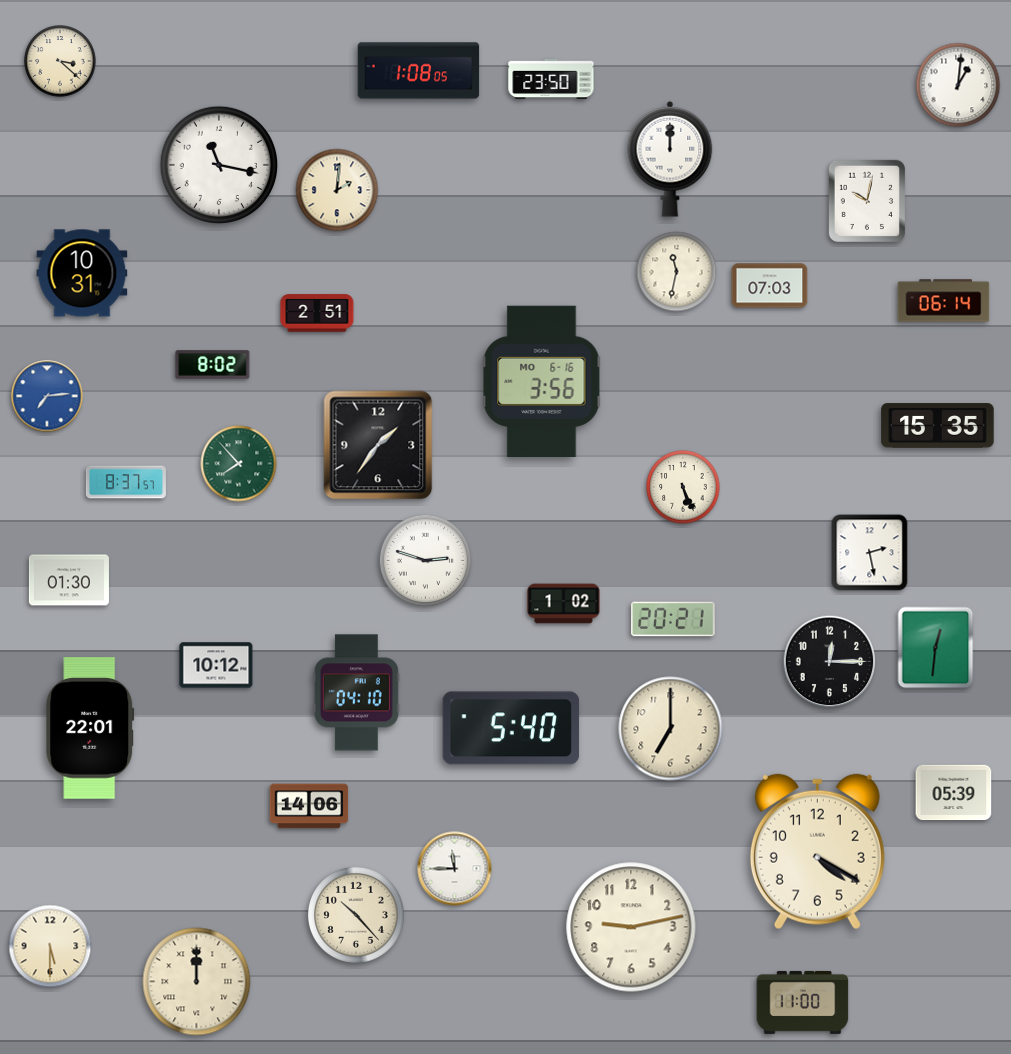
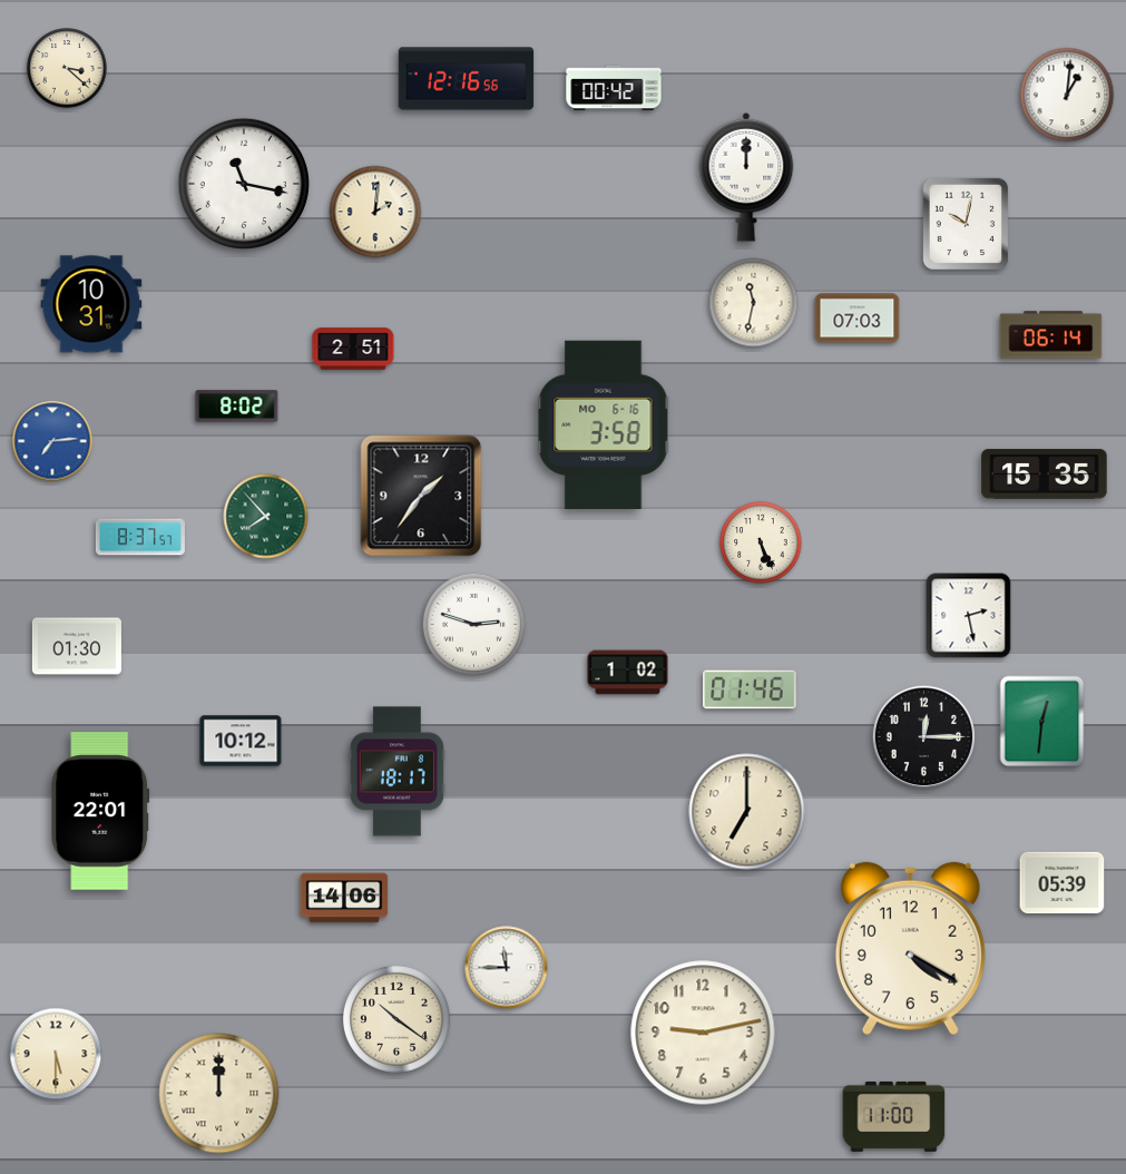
clock at (419, 71): 1:08 -> 12:16
clock at (551, 79): 23:50 -> 00:42
clock at (542, 381): 3:56 -> 3:58
clock at (673, 619): 20:21 -> 01:46
clock at (356, 693): 04:10 -> 18:17
clock at (511, 728): 5:40 -> none
clock at (356, 915): 10:23 -> 10:21
